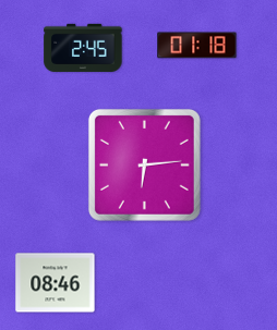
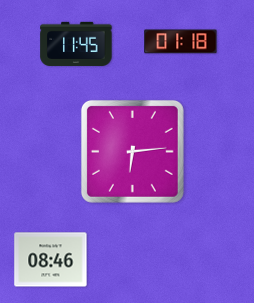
clock at (83, 48): 2:45 -> 11:45
